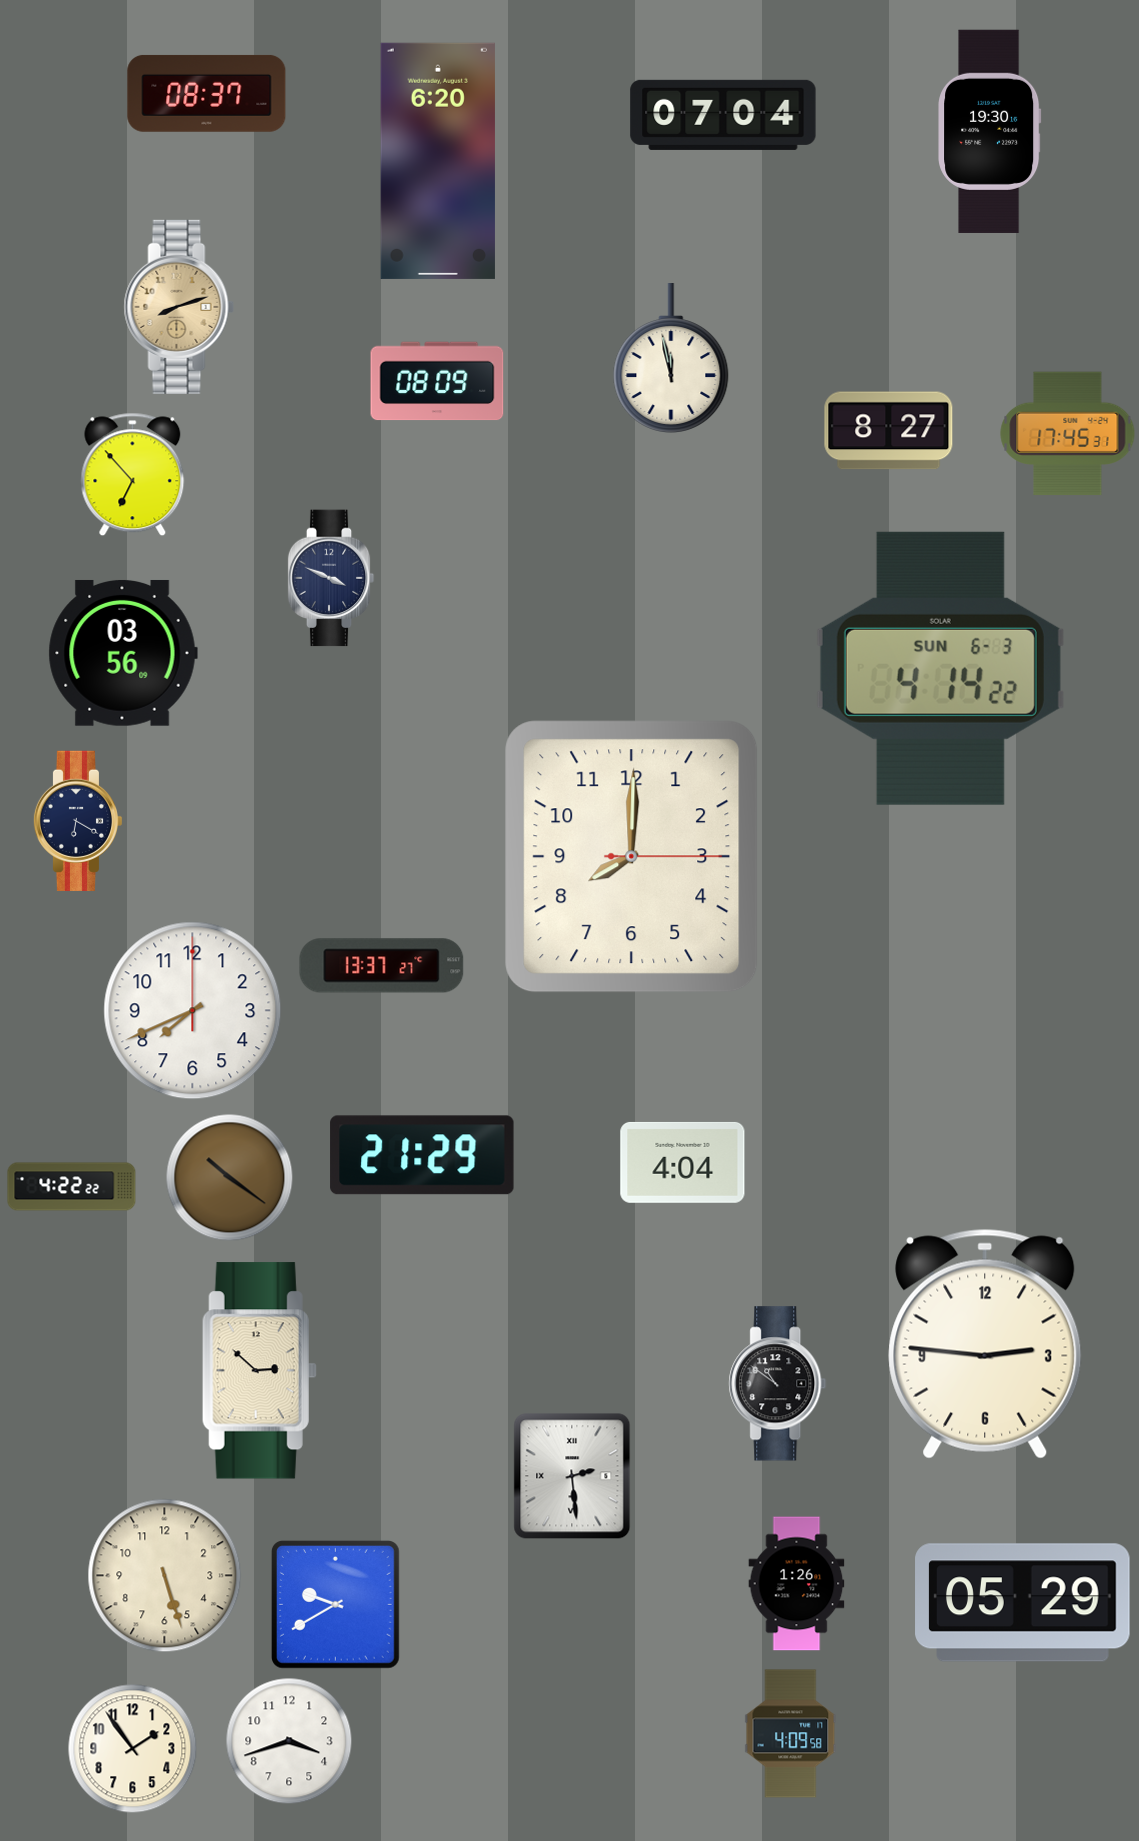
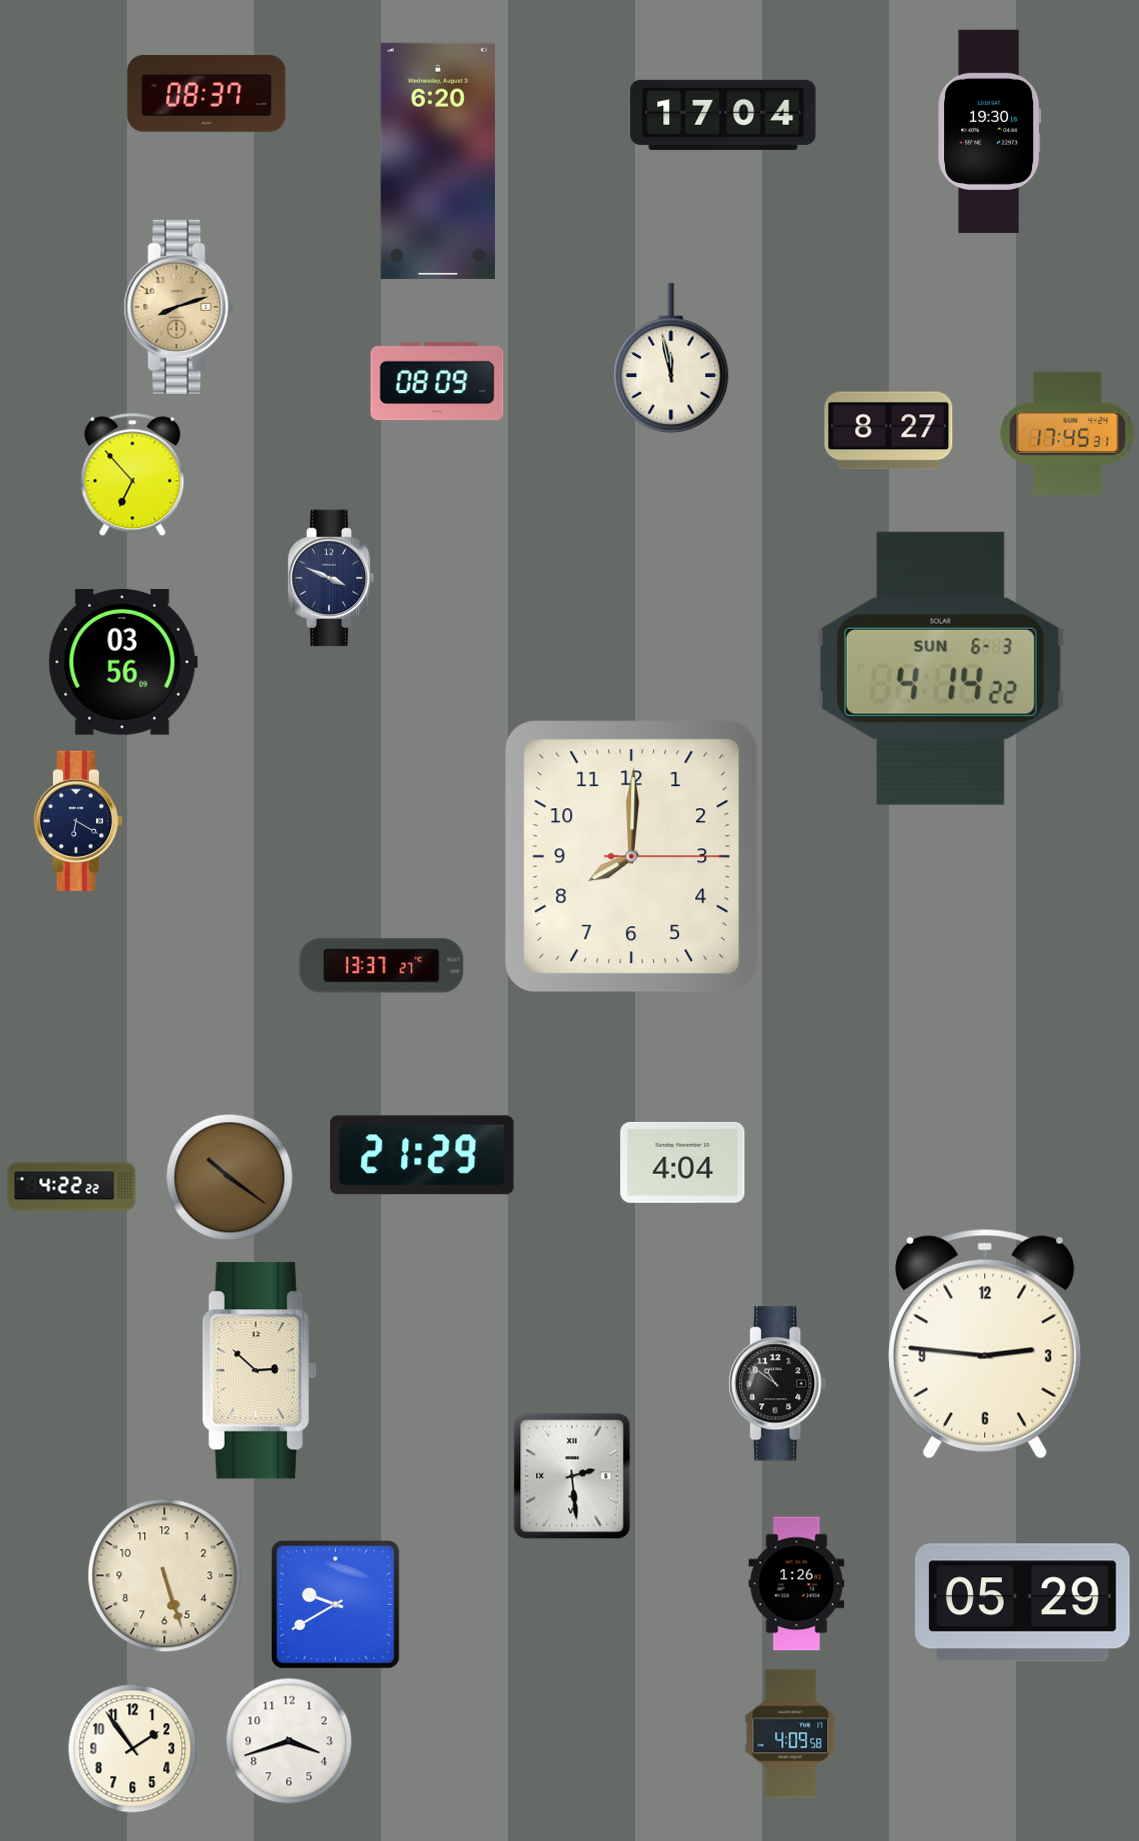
clock at (723, 115): 07:04 -> 17:04
clock at (123, 653) position: (123, 653) -> (123, 662)
clock at (193, 1011): 7:41 -> none
